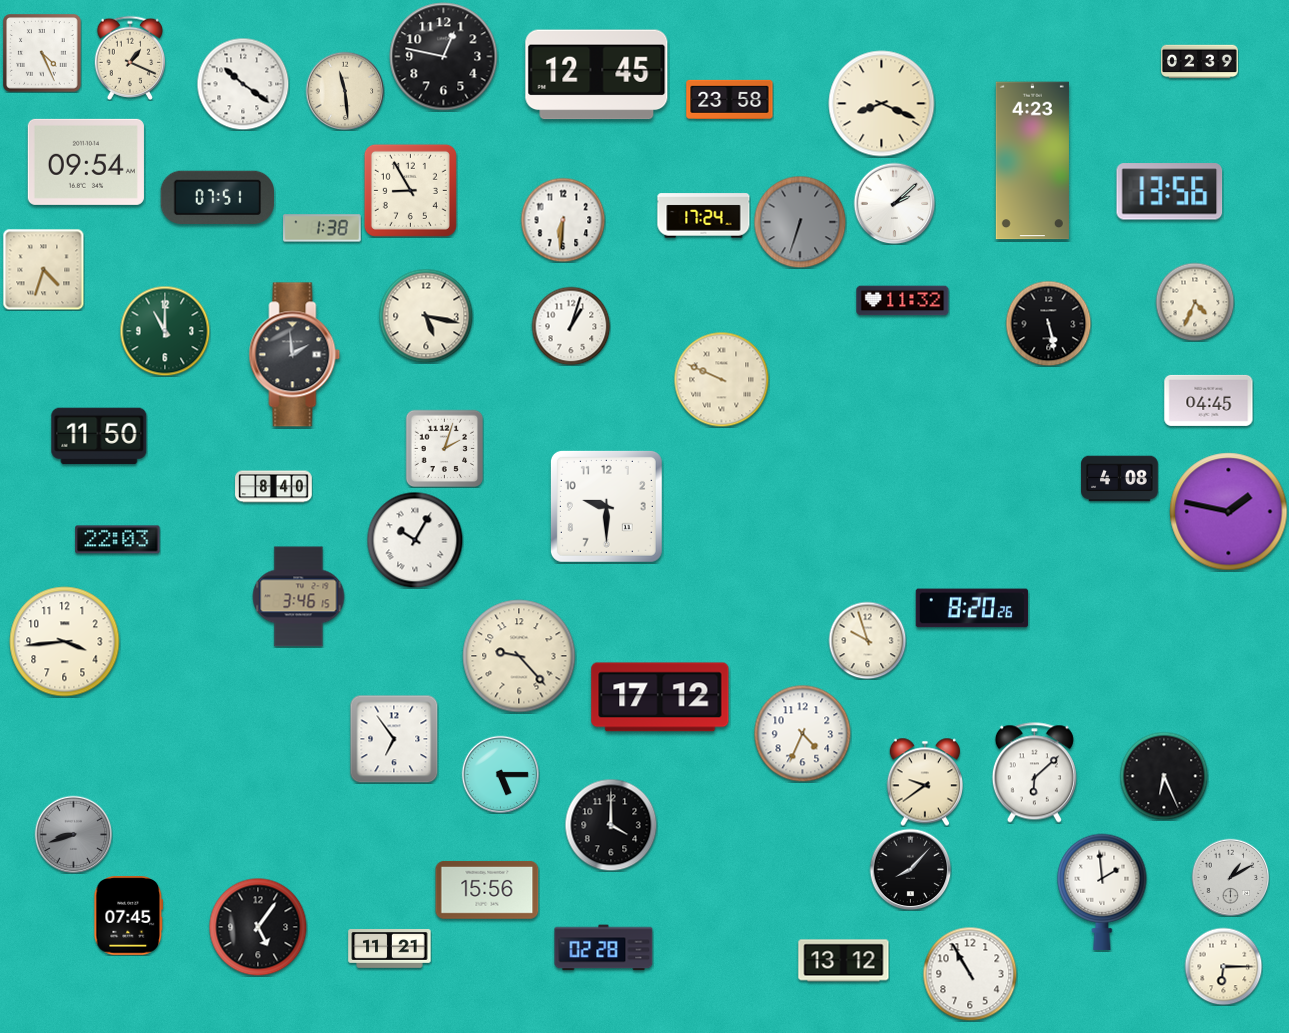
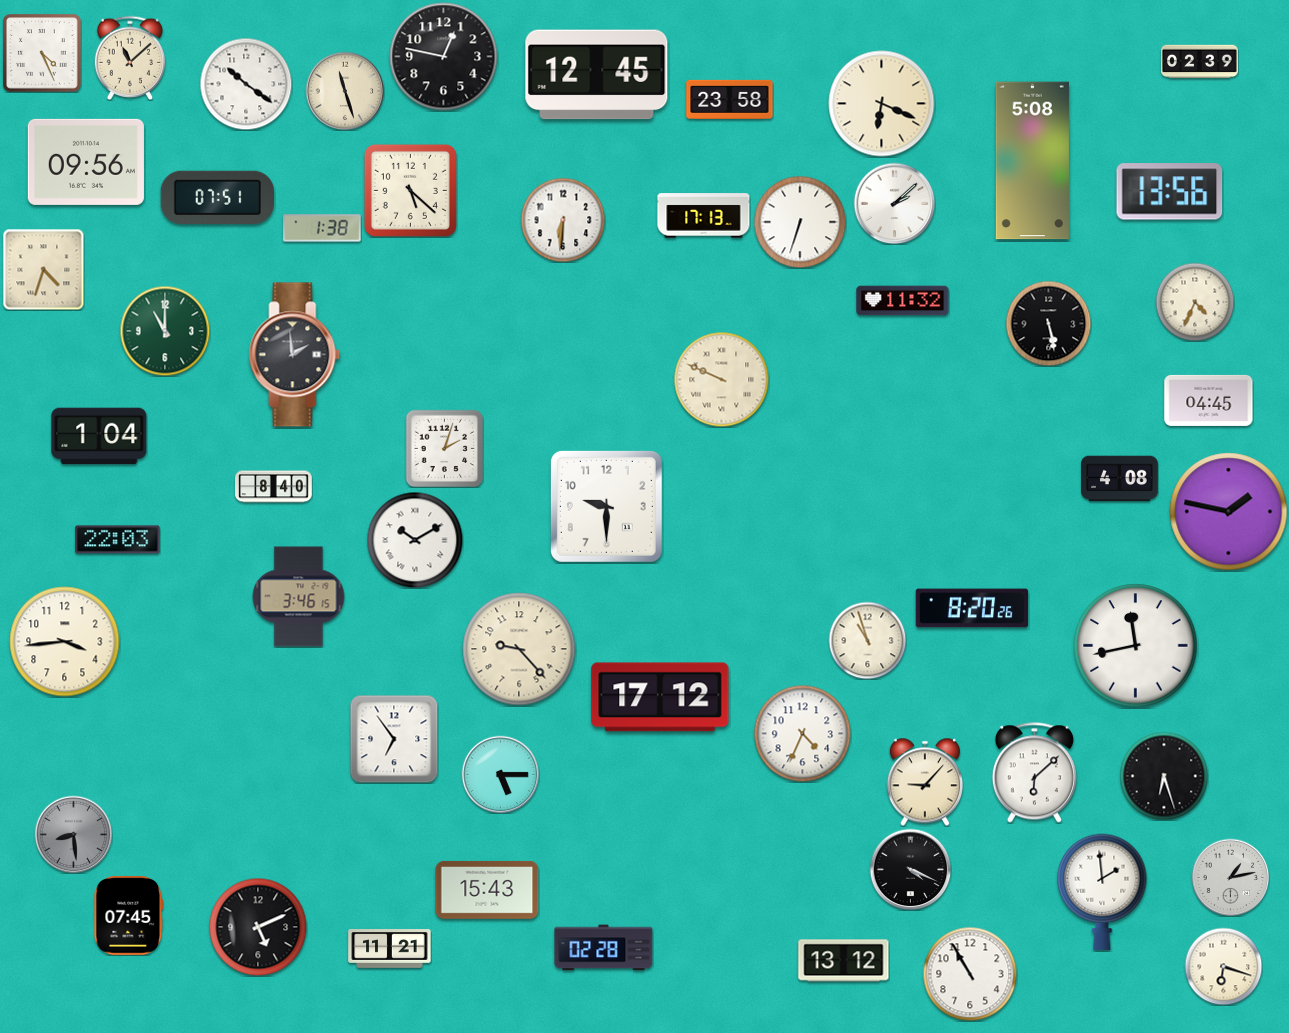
clock at (130, 58): 1:19 -> 11:08
clock at (243, 84) position: (243, 84) -> (246, 84)
clock at (345, 91): 11:29 -> 11:27
clock at (882, 104): 8:19 -> 6:19
clock at (1032, 161): 4:23 -> 5:08
clock at (86, 162): 09:54 -> 09:56
clock at (410, 190): 8:55 -> 5:22
clock at (704, 216): 17:24 -> 17:13
clock at (800, 222) dial: grey -> white
clock at (426, 316): 5:17 -> none
clock at (571, 326): 1:03 -> none
clock at (99, 436): 11:50 -> 1:04
clock at (415, 540): 10:05 -> 10:10
clock at (867, 640): 9:57 -> 10:57
clock at (1136, 646): none -> 11:43
clock at (519, 656) position: (519, 656) -> (519, 649)
clock at (1164, 776): 6:26 -> 6:27
clock at (925, 782): 9:39 -> 9:07
clock at (611, 825): 4:00 -> none
clock at (73, 834): 8:42 -> 8:29
clock at (910, 869): 8:07 -> 4:19
clock at (1230, 877): 1:10 -> 1:13
clock at (487, 890): 15:56 -> 15:43
clock at (258, 927): 5:06 -> 5:11
clock at (1223, 966): 6:15 -> 6:18
